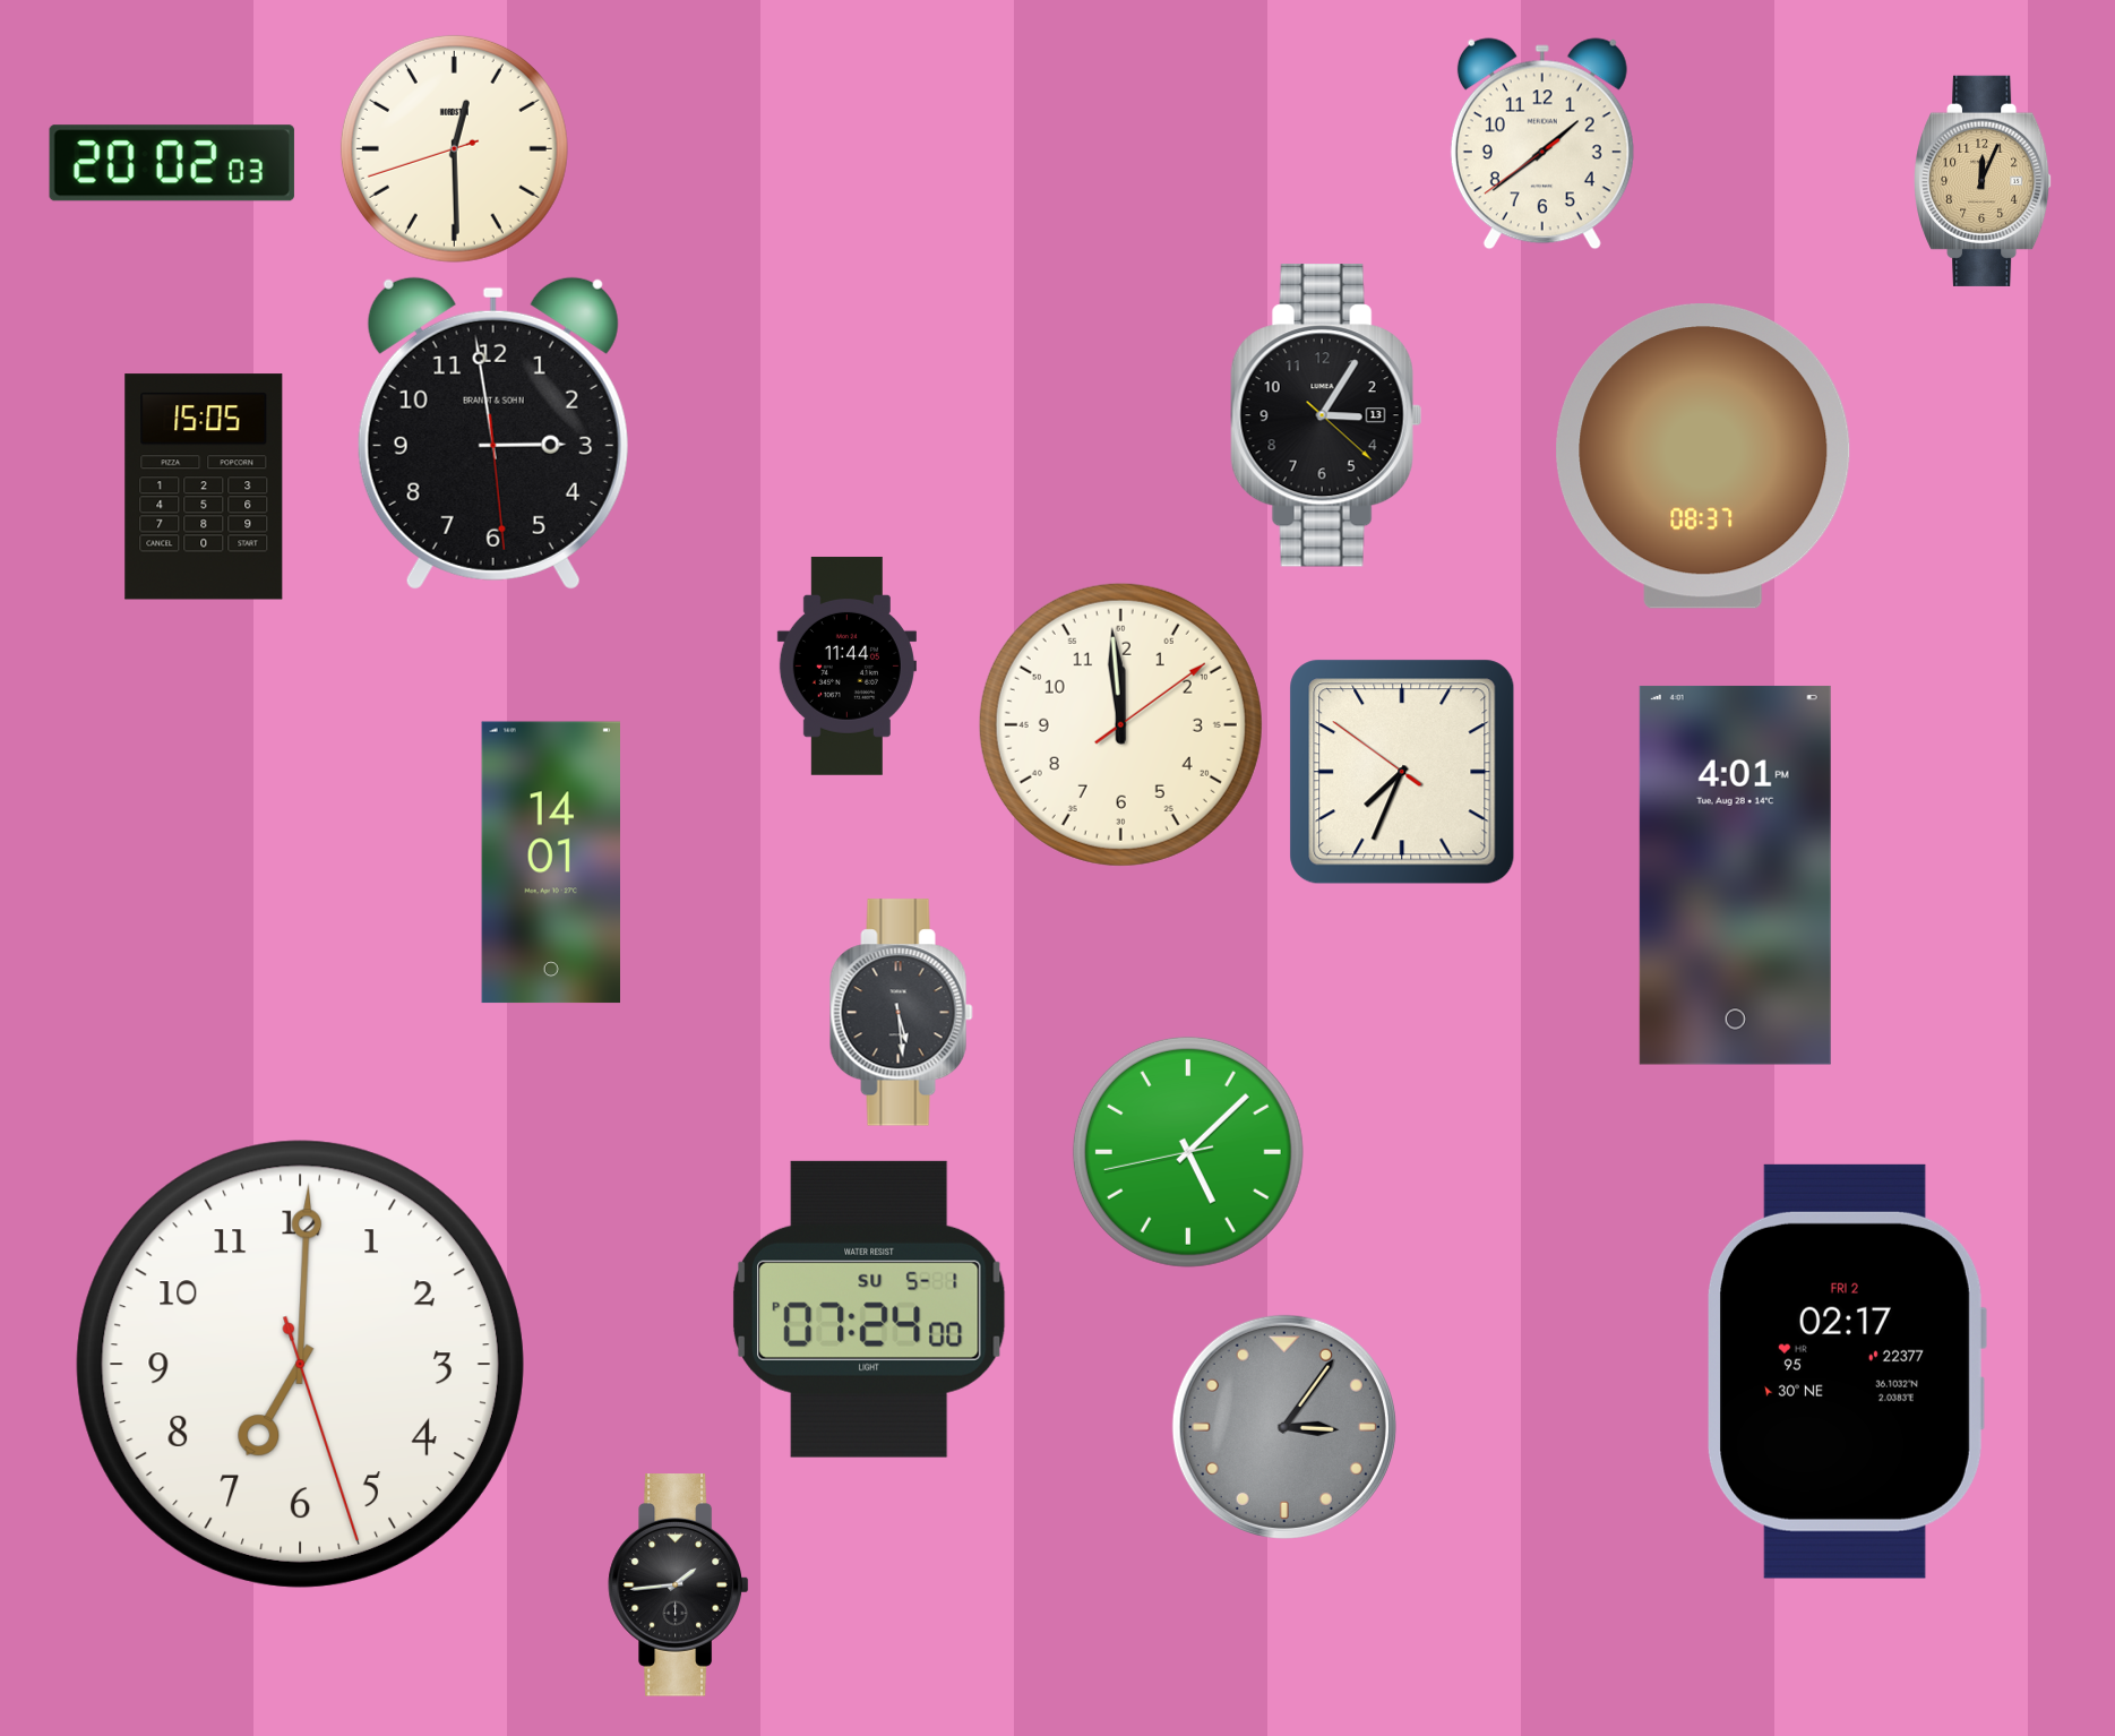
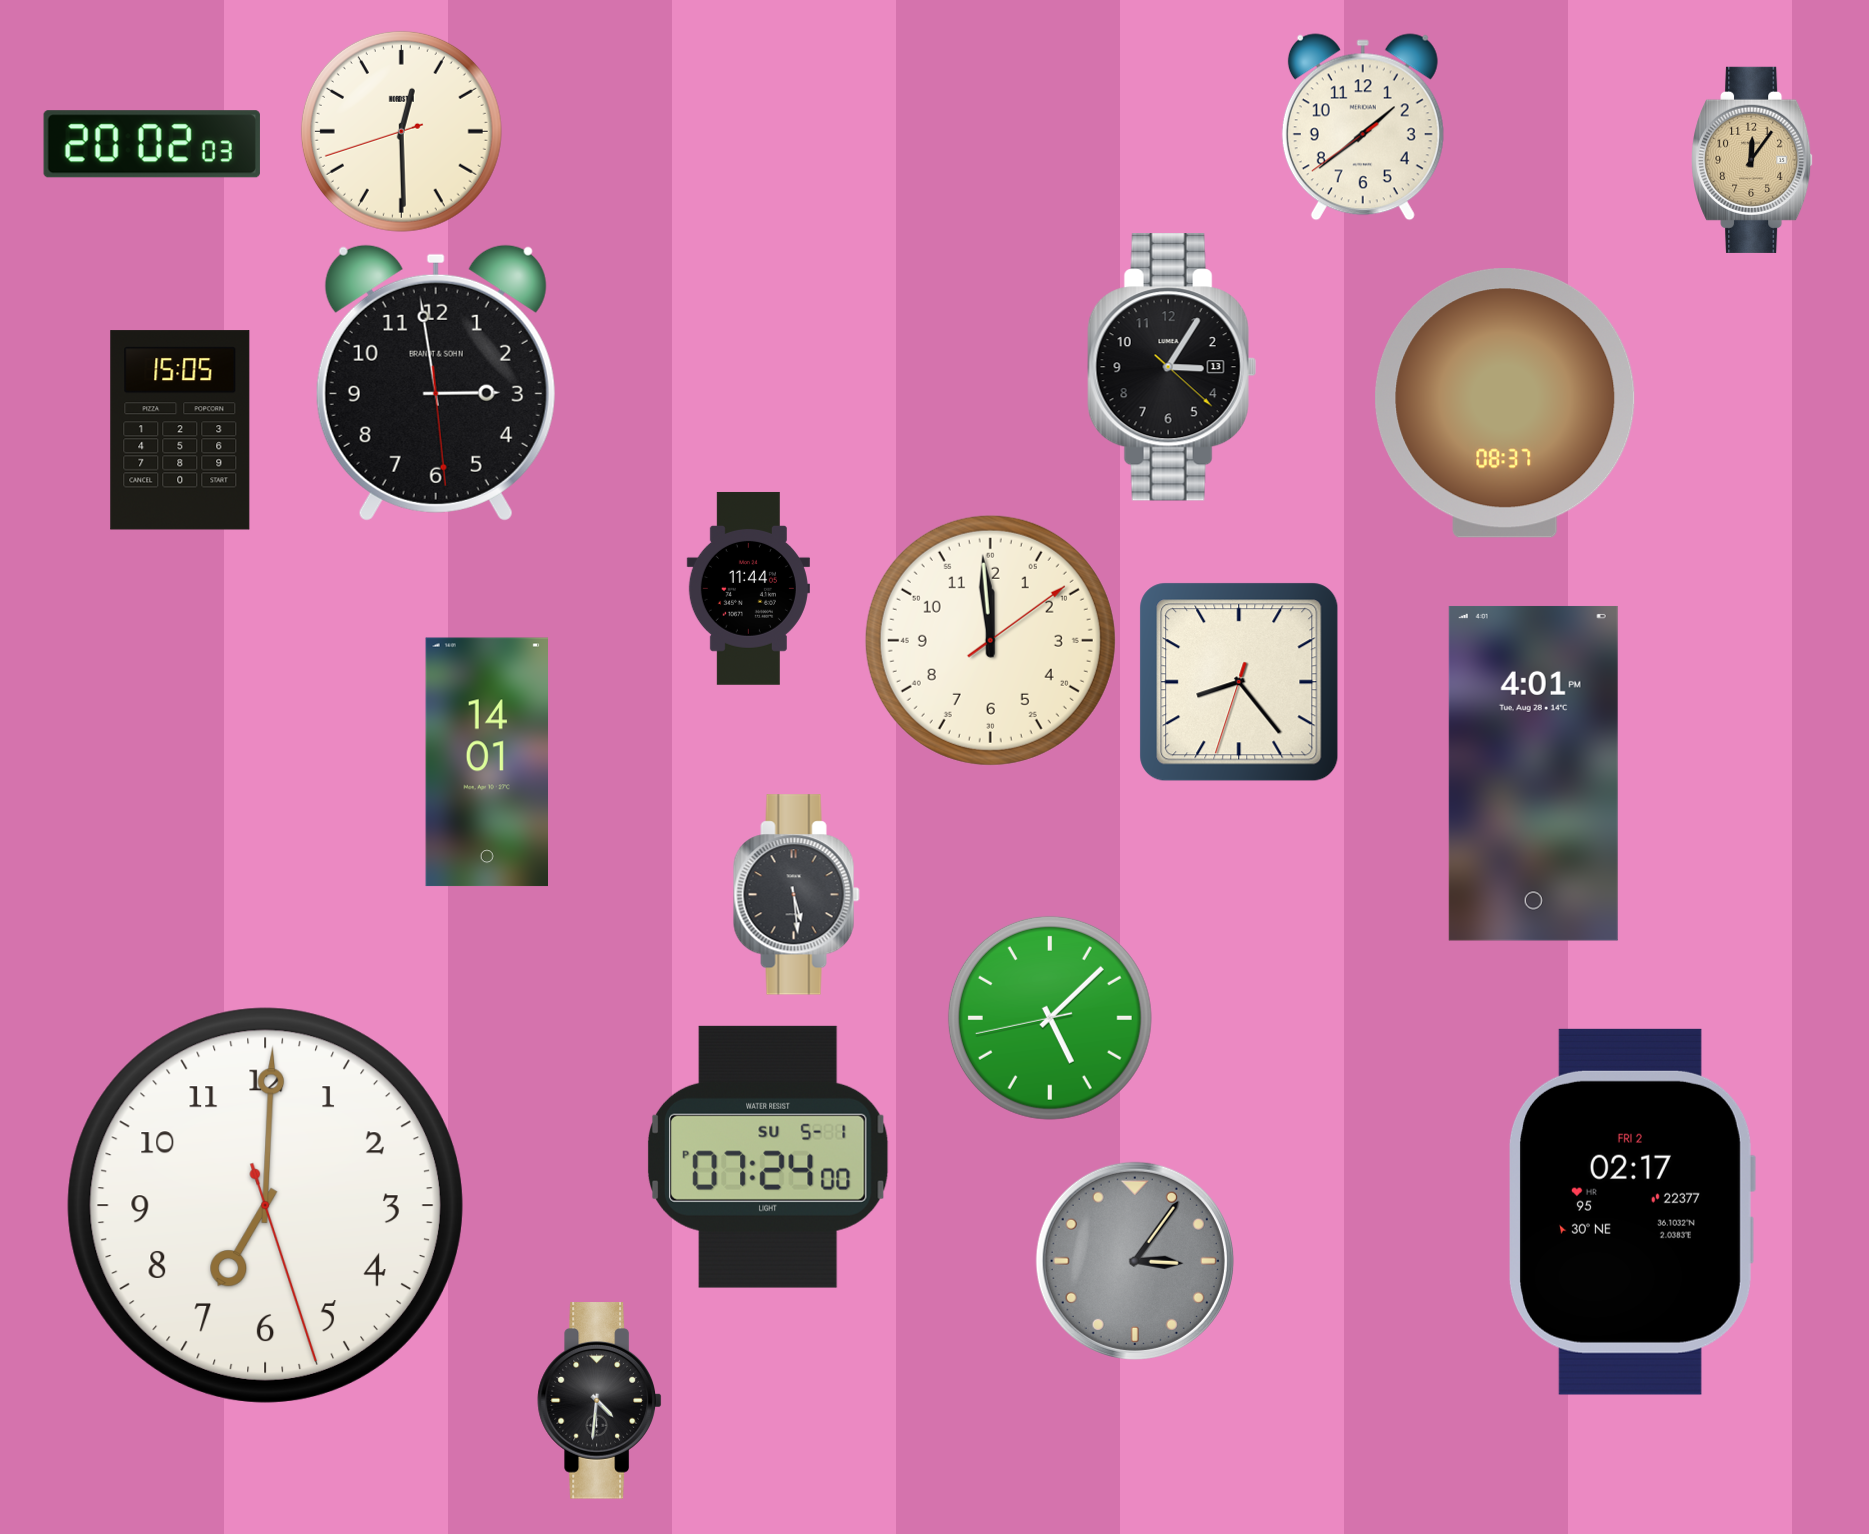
clock at (1984, 181): 12:04 -> 12:06
clock at (1402, 772): 7:33 -> 8:23
clock at (679, 1585): 1:44 -> 4:31
